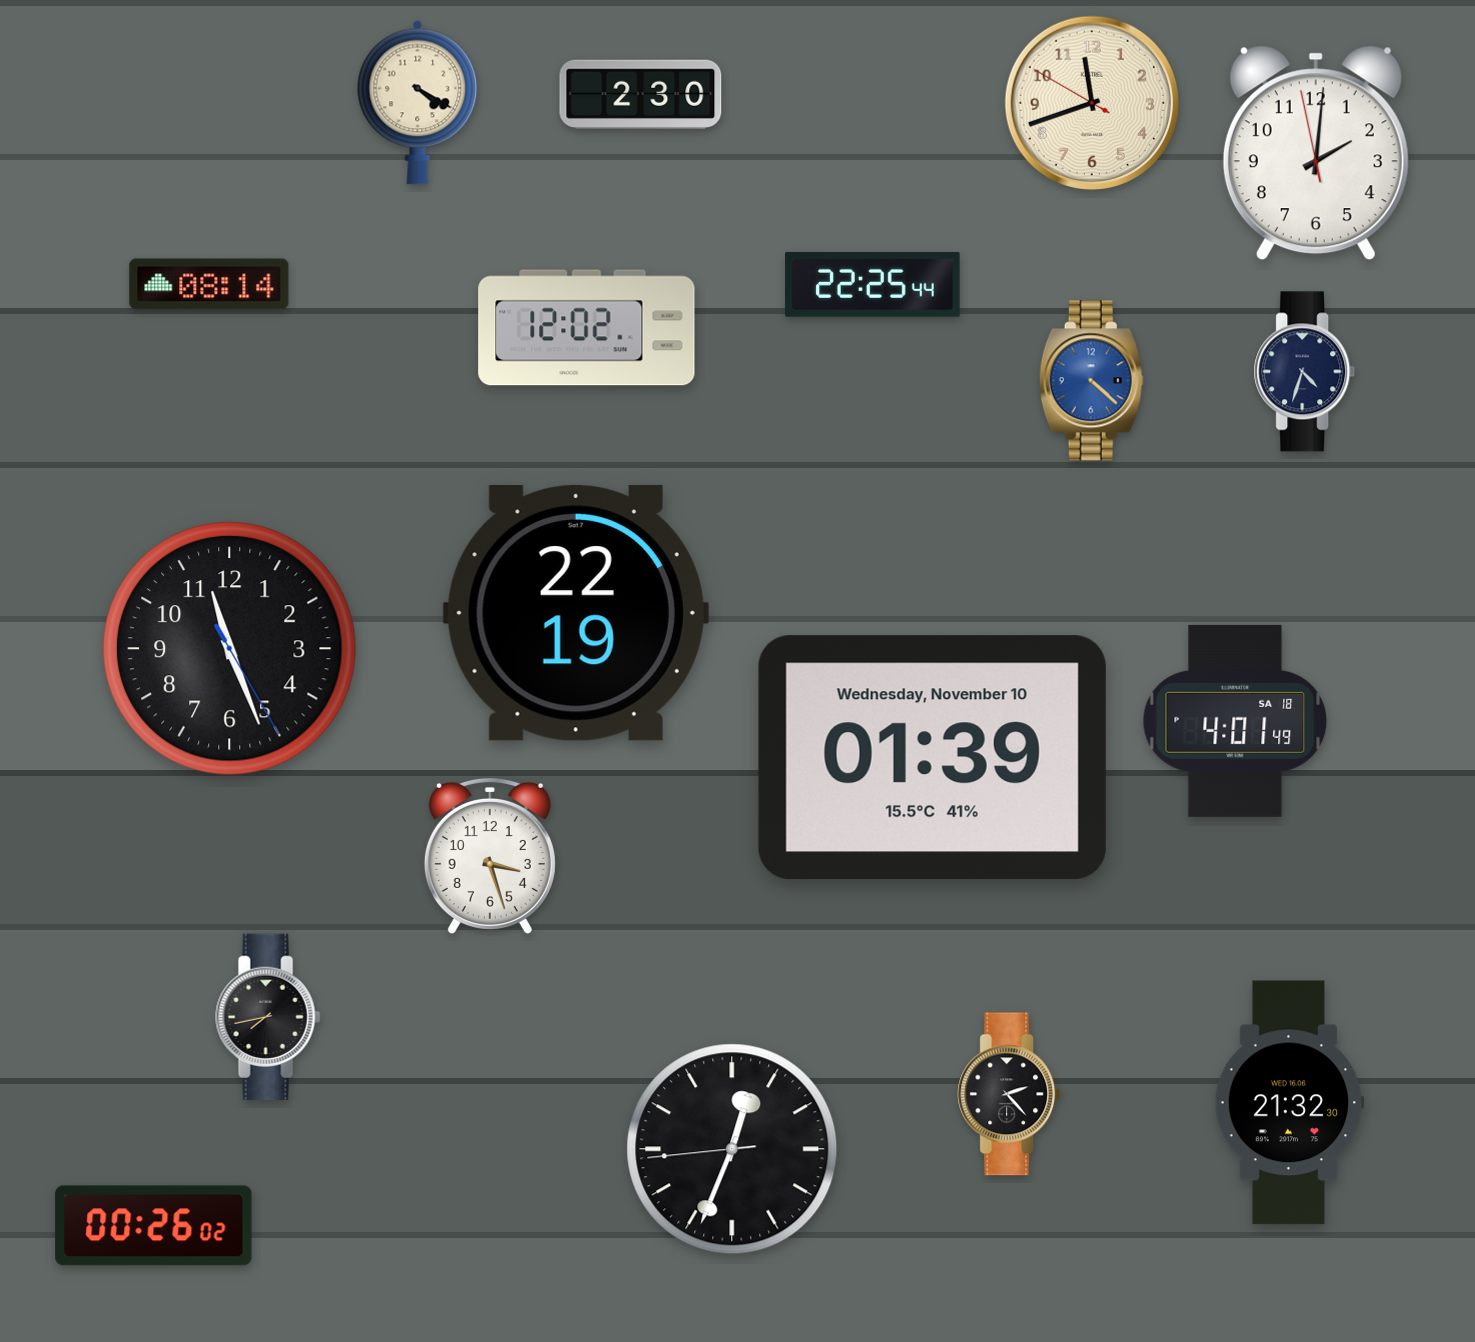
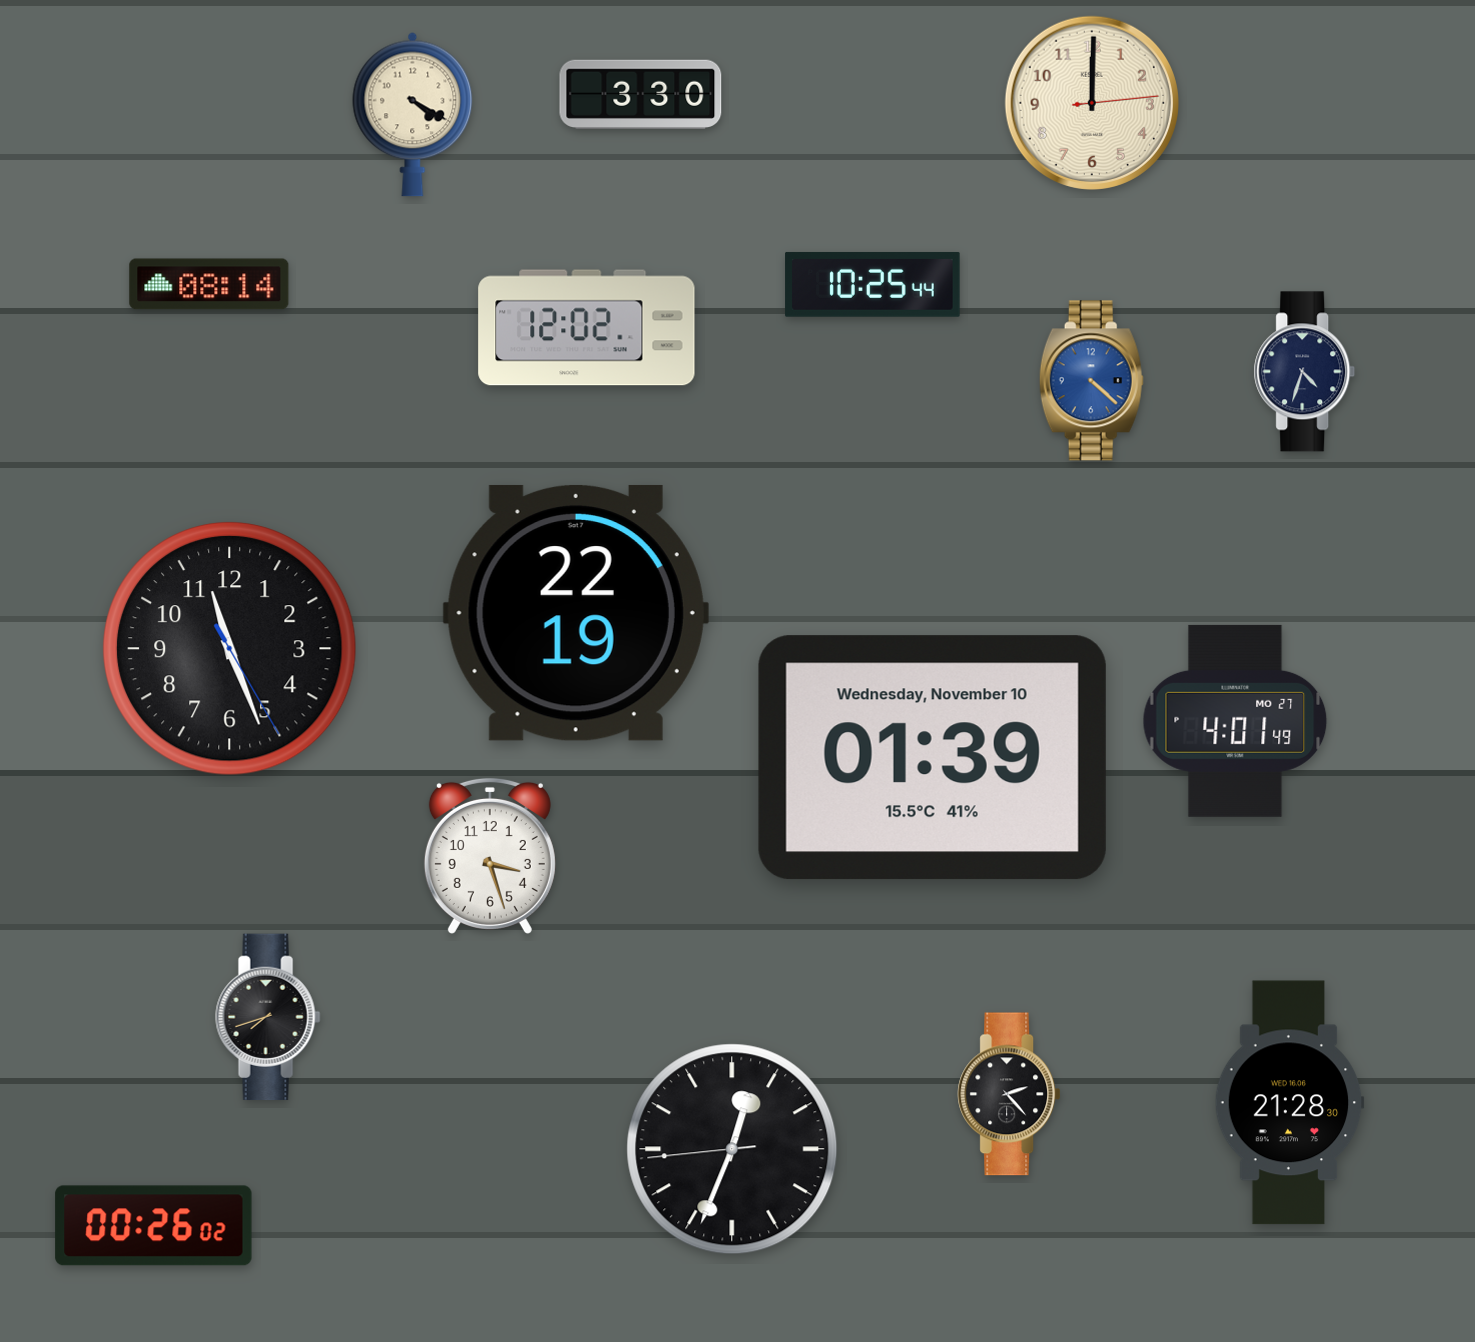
clock at (641, 94): 2:30 -> 3:30
clock at (418, 102) position: (418, 102) -> (413, 114)
clock at (1092, 103): 11:41 -> 12:00
clock at (1316, 153): 2:00 -> none
clock at (873, 285): 22:25 -> 10:25
clock at (1235, 721) date: SA 18 -> MO 27
clock at (268, 1017): 7:43 -> 7:42
clock at (1289, 1103): 21:32 -> 21:28
